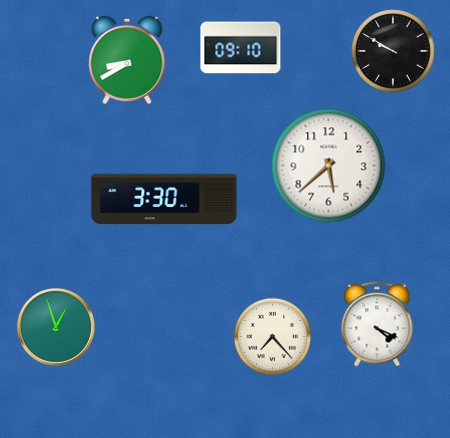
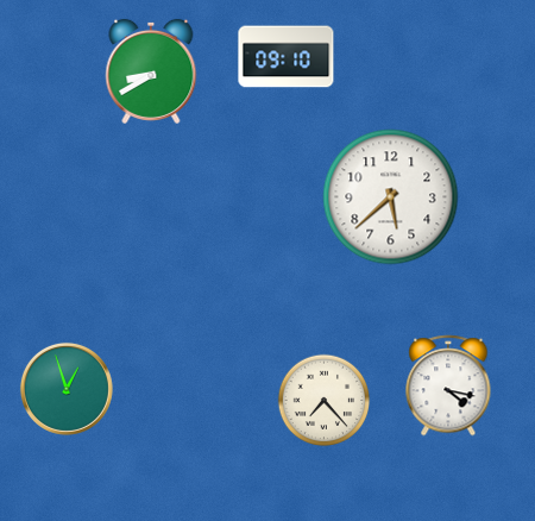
clock at (393, 51): 9:50 -> none
clock at (164, 199): 3:30 -> none
clock at (377, 324): 4:19 -> 4:17
